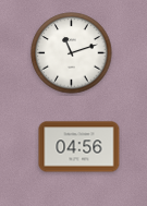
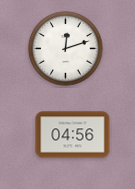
clock at (72, 53): 11:12 -> 12:12
